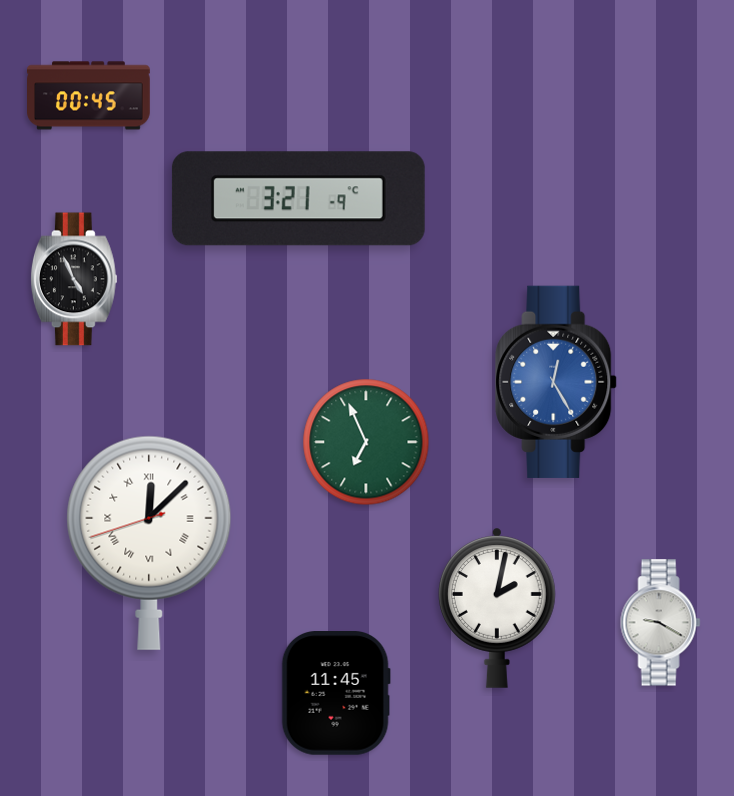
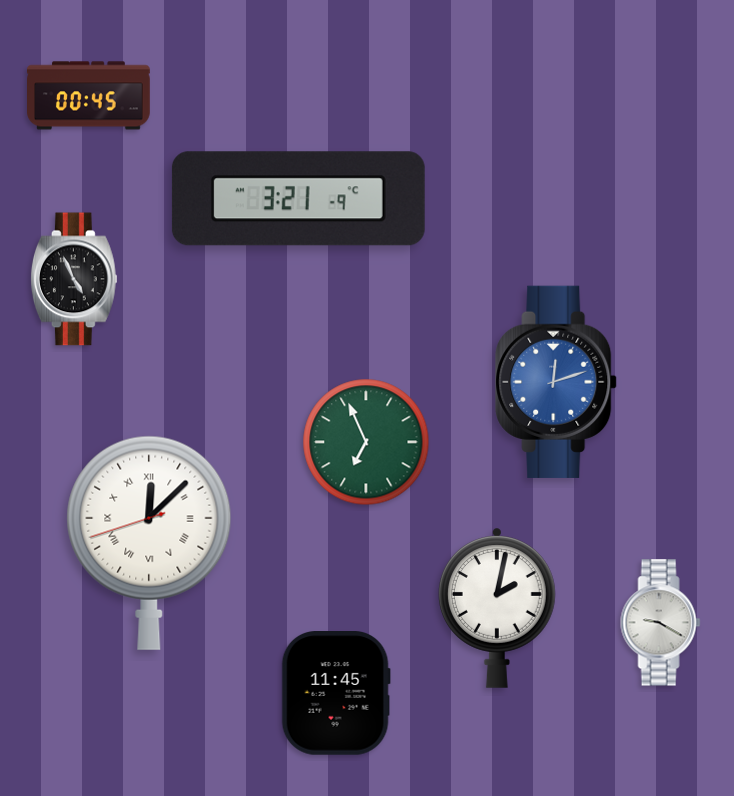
clock at (556, 382): 12:25 -> 12:12
